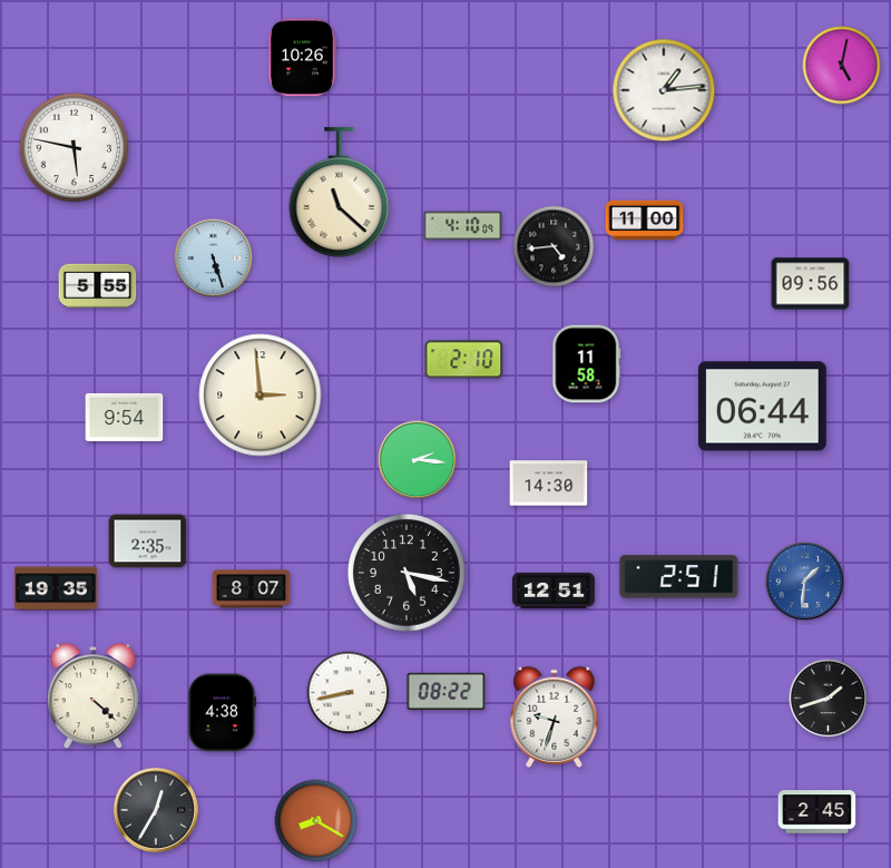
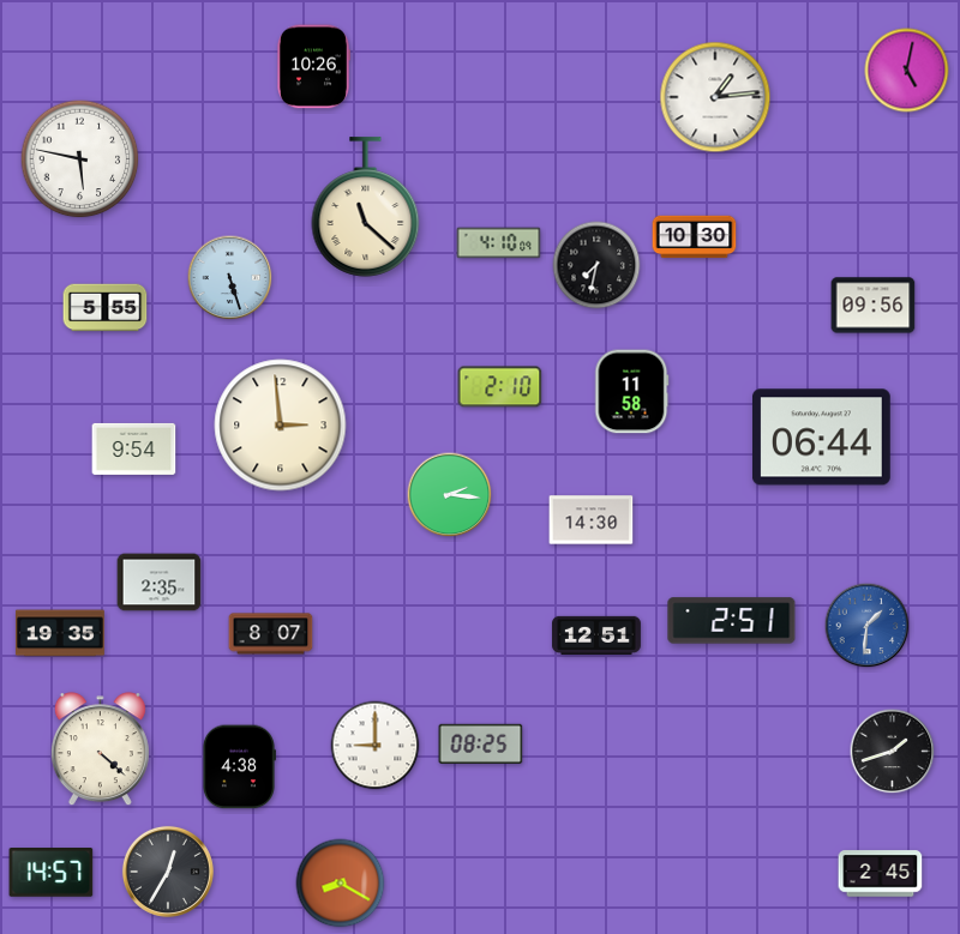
clock at (303, 58) position: (303, 58) -> (314, 67)
clock at (645, 221): 11:00 -> 10:30
clock at (554, 246): 4:44 -> 7:32
clock at (408, 574): 5:17 -> none
clock at (447, 691): 08:22 -> 08:25
clock at (349, 693): 8:43 -> 9:00
clock at (555, 716): 9:33 -> none
clock at (52, 873): none -> 14:57
